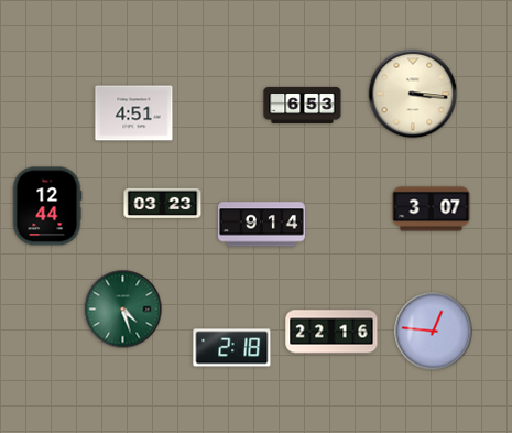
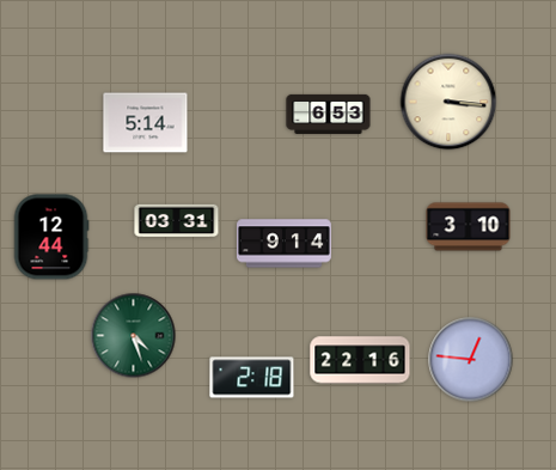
clock at (134, 113): 4:51 -> 5:14
clock at (163, 204): 03:23 -> 03:31
clock at (47, 206) position: (47, 206) -> (51, 237)
clock at (432, 209): 3:07 -> 3:10
